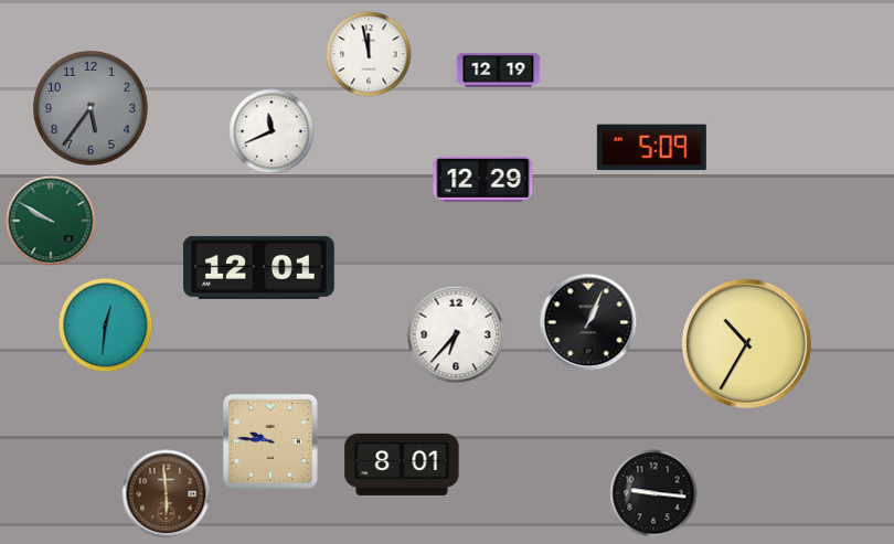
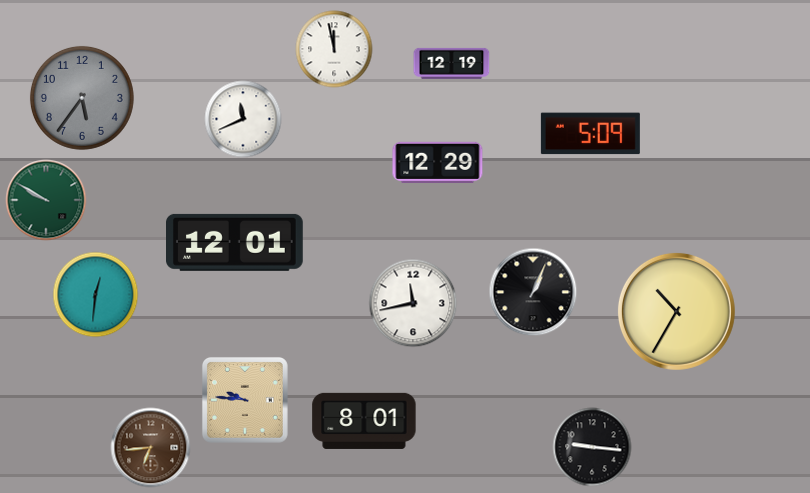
clock at (272, 131) position: (272, 131) -> (243, 119)
clock at (456, 334): 6:37 -> 11:43
clock at (167, 494): 5:59 -> 6:44
